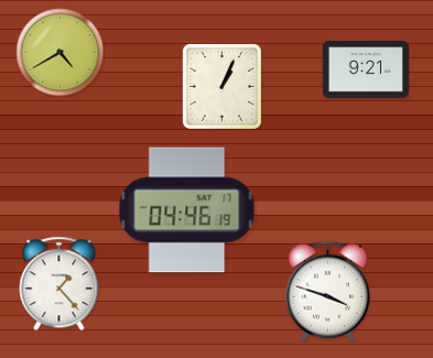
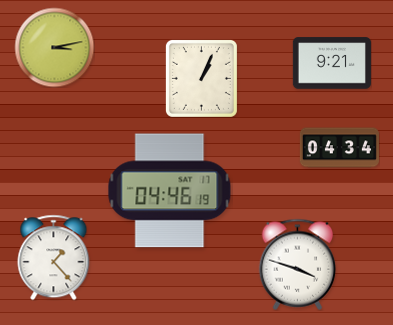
clock at (59, 52): 4:40 -> 3:13
clock at (339, 148): none -> 04:34
